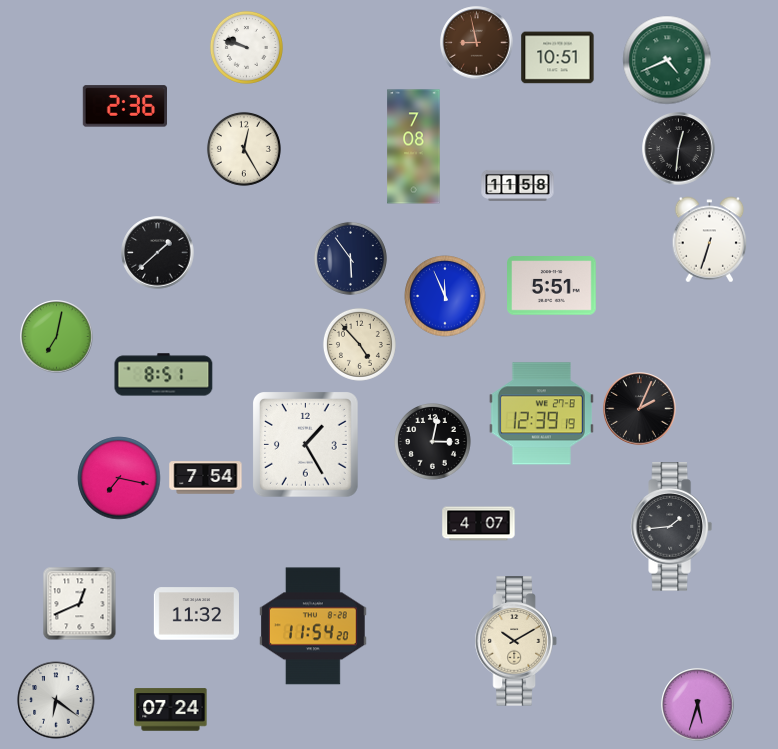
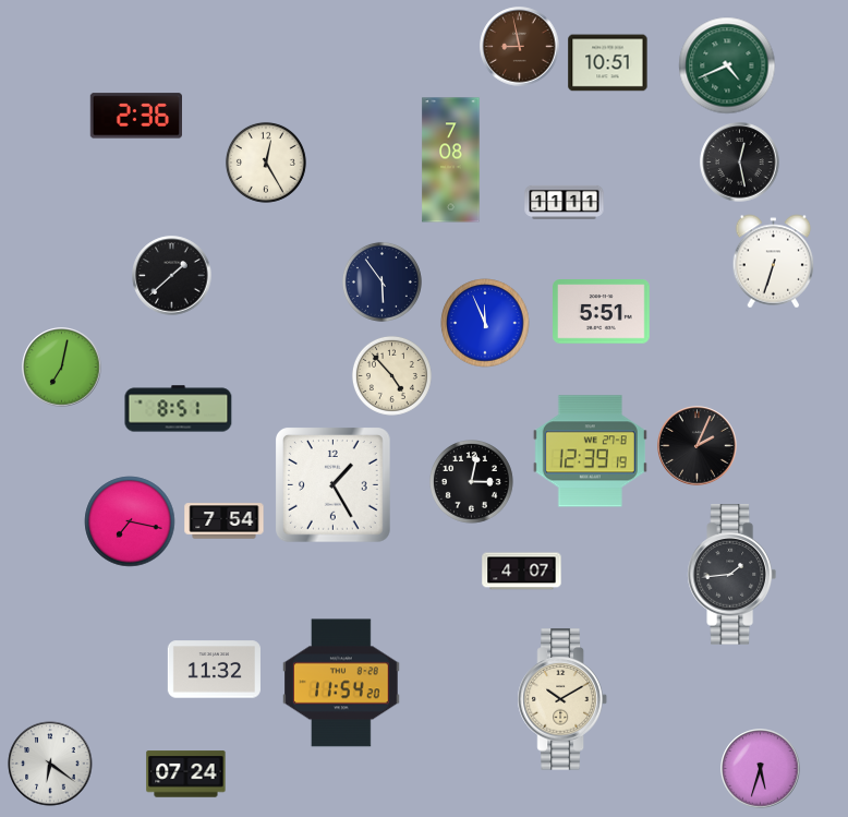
clock at (246, 47): 9:48 -> none
clock at (679, 149): 12:31 -> 12:28
clock at (518, 185): 11:58 -> 11:11
clock at (80, 604): 12:41 -> none
clock at (56, 700) position: (56, 700) -> (50, 764)
